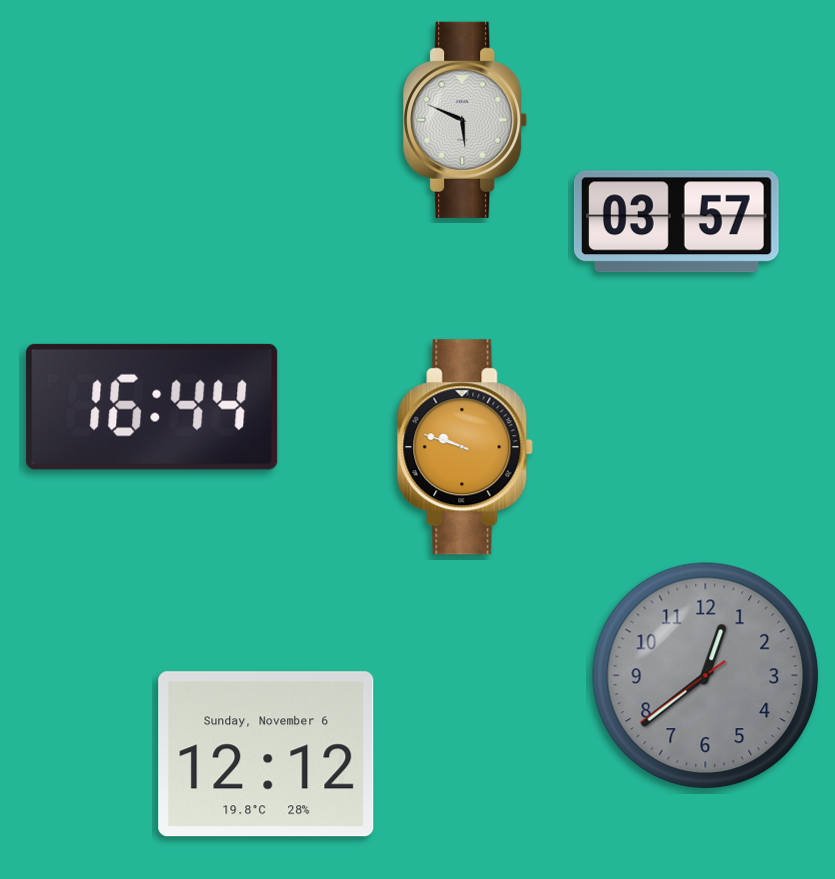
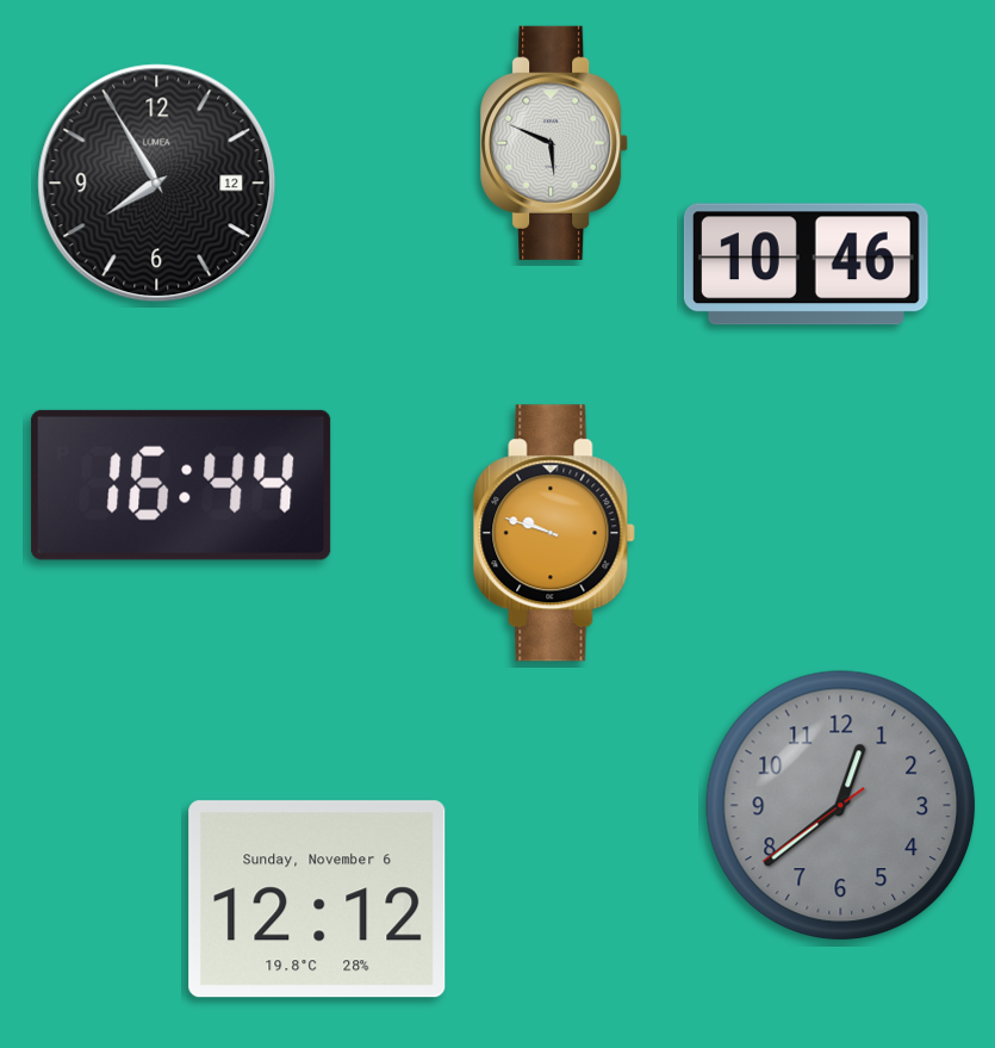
clock at (157, 184): none -> 7:55
clock at (676, 222): 03:57 -> 10:46
